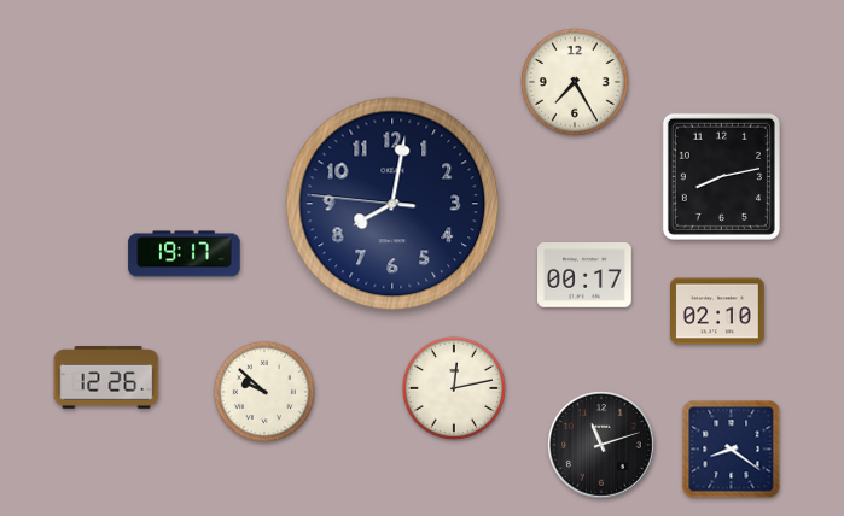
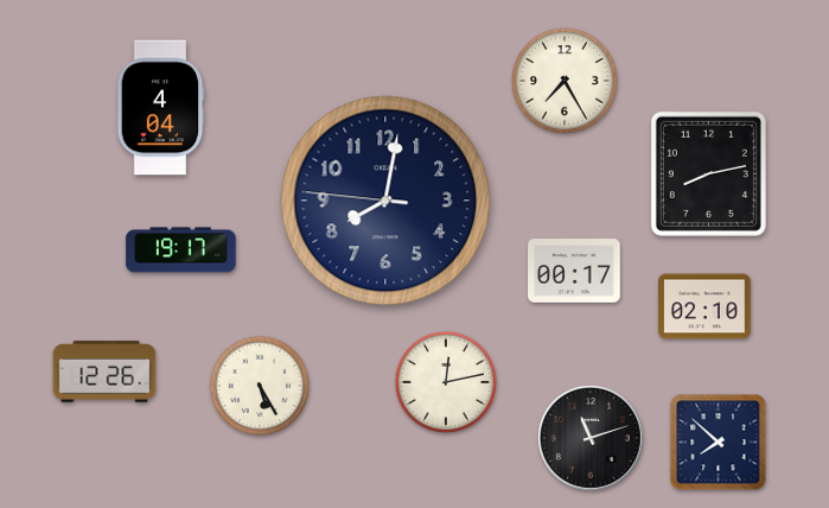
clock at (161, 108): none -> 4:04
clock at (263, 391): 9:52 -> 5:25
clock at (732, 450): 8:21 -> 7:52
